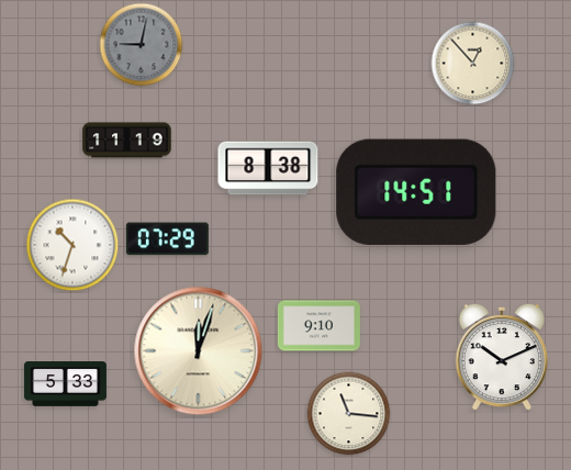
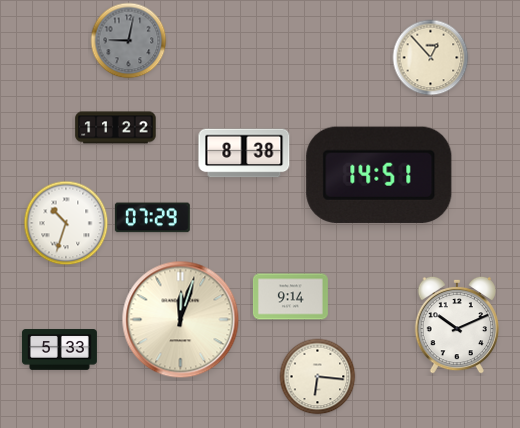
clock at (127, 141): 11:19 -> 11:22
clock at (318, 326): 9:10 -> 9:14
clock at (349, 414): 11:16 -> 6:16
